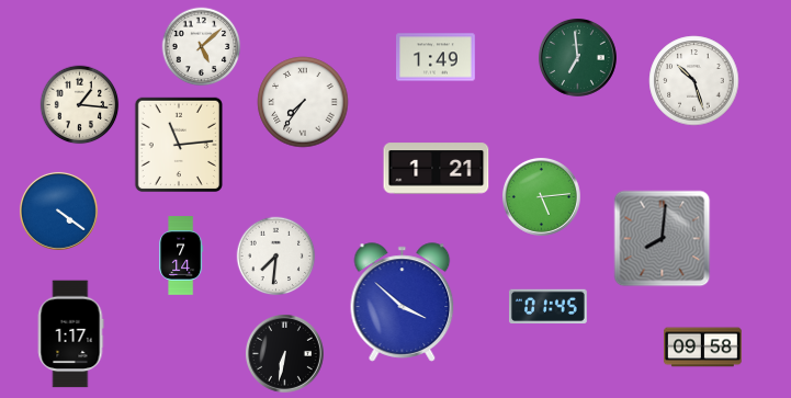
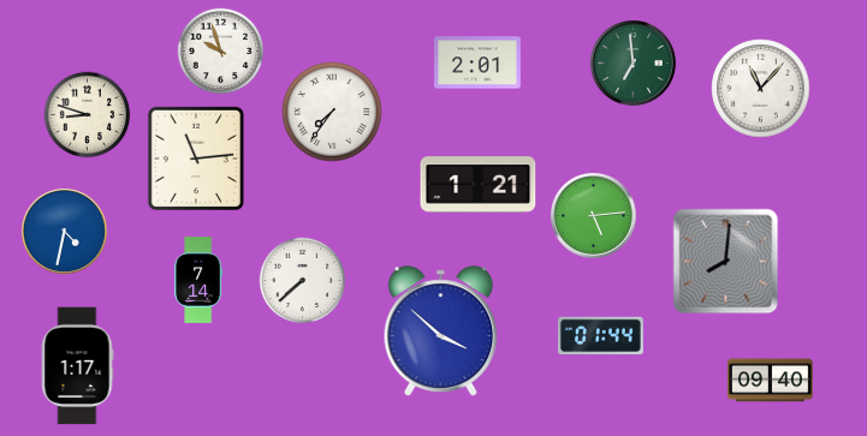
clock at (202, 47): 5:08 -> 9:57
clock at (436, 57): 1:49 -> 2:01
clock at (694, 81): 10:27 -> 11:07
clock at (80, 105): 1:16 -> 8:48
clock at (59, 212): 4:21 -> 4:32
clock at (276, 257): 7:31 -> 7:38
clock at (547, 306): 01:45 -> 01:44
clock at (702, 348): 09:58 -> 09:40
clock at (285, 354): 6:32 -> none
